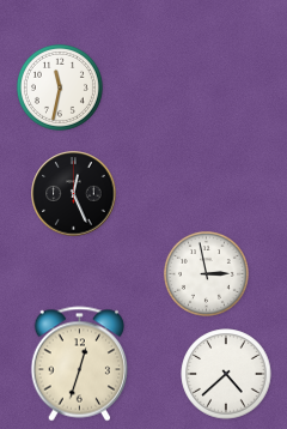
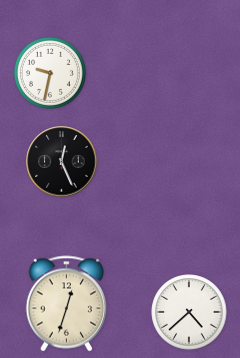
clock at (60, 87): 11:32 -> 9:32
clock at (206, 273): 2:58 -> none
